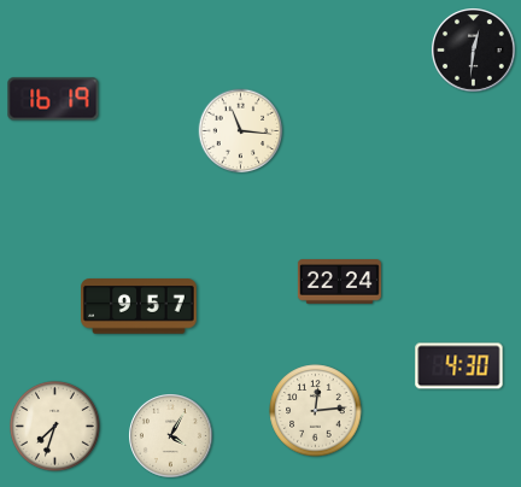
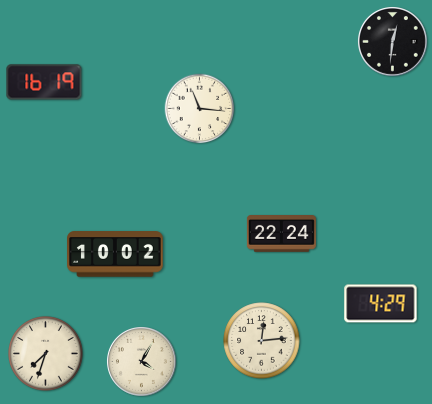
clock at (139, 306): 9:57 -> 10:02
clock at (459, 366): 4:30 -> 4:29
